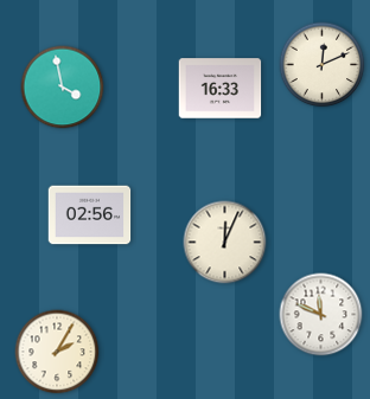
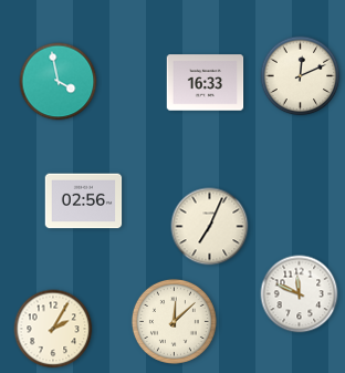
clock at (323, 65) position: (323, 65) -> (301, 76)
clock at (225, 243): 12:04 -> 7:04
clock at (174, 321): none -> 12:08
